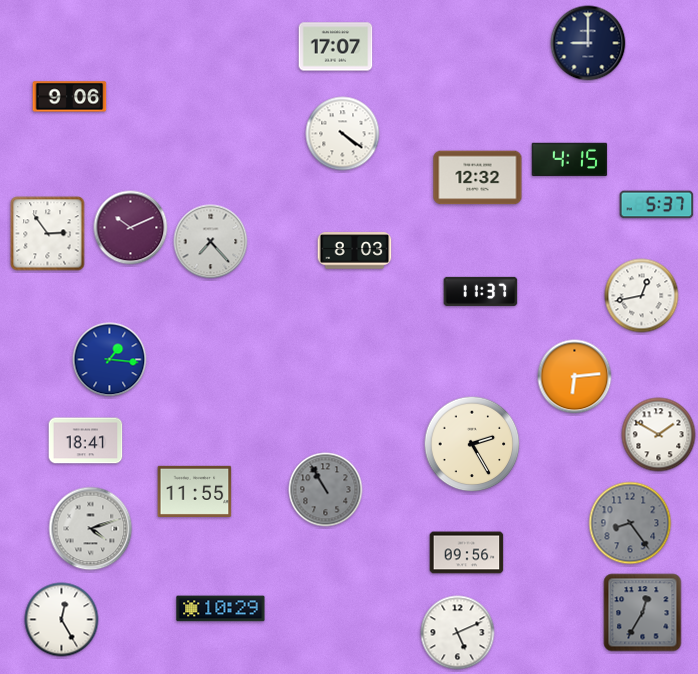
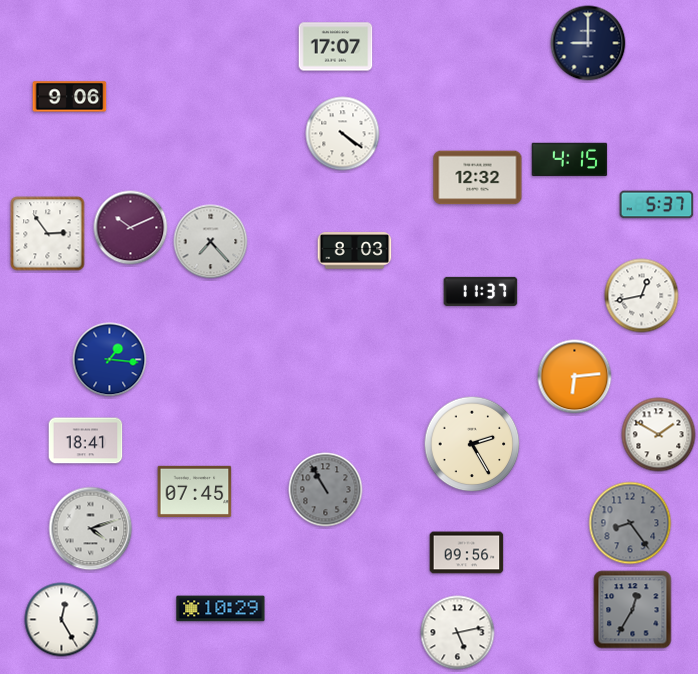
clock at (195, 491): 11:55 -> 07:45
clock at (643, 613) position: (643, 613) -> (633, 610)
clock at (458, 633): 5:11 -> 5:13
